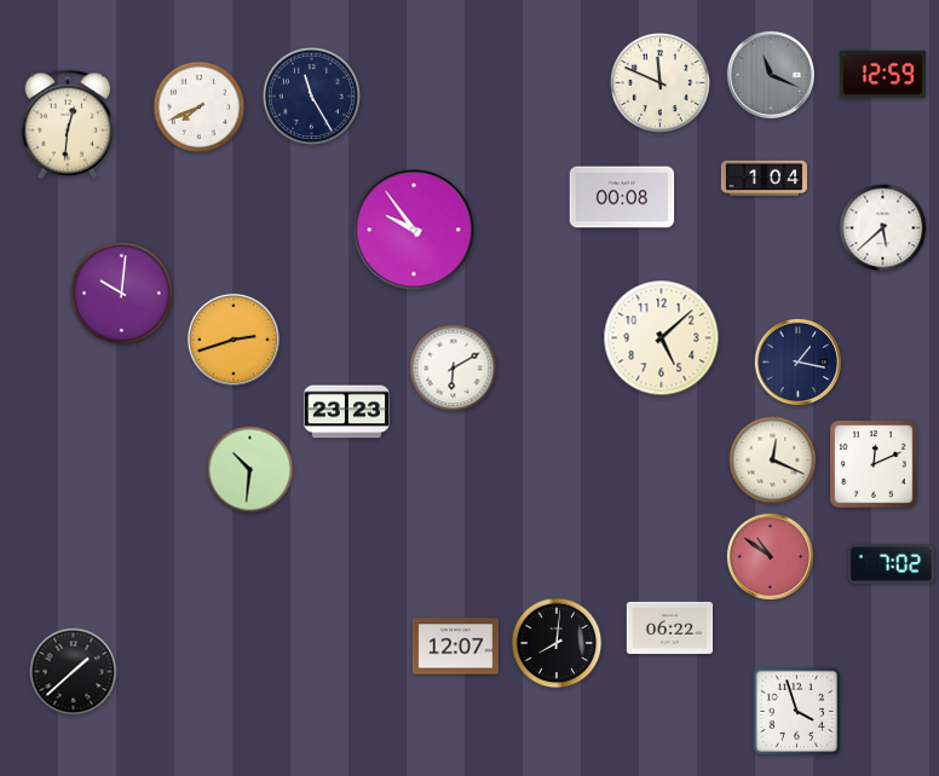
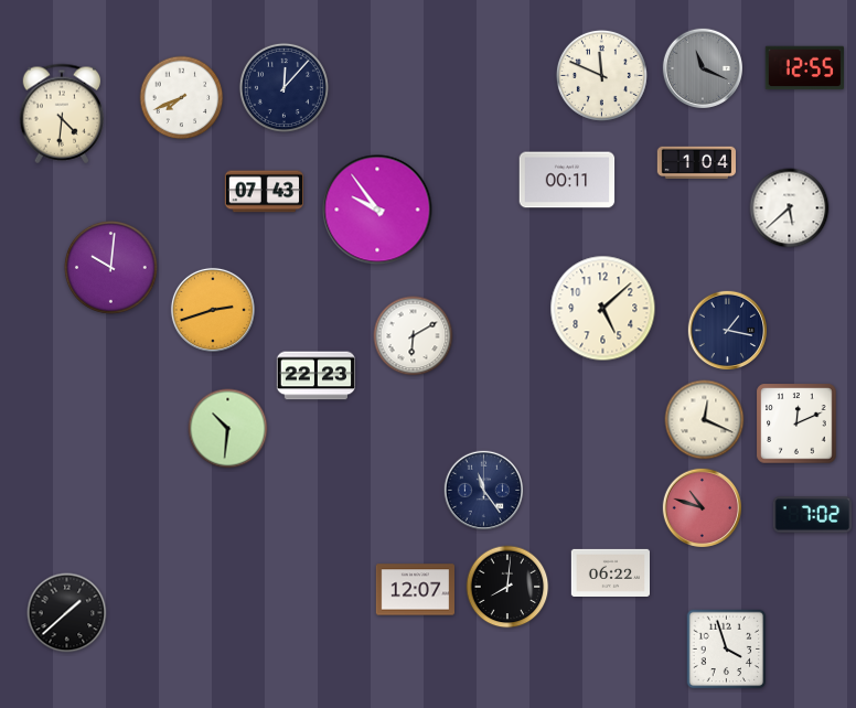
clock at (882, 75): 12:59 -> 12:55
clock at (311, 95): 11:25 -> 12:07
clock at (68, 124): 12:31 -> 4:31
clock at (622, 197): 00:08 -> 00:11
clock at (264, 192): none -> 07:43
clock at (883, 228) position: (883, 228) -> (790, 208)
clock at (346, 412): 23:23 -> 22:23
clock at (484, 491): none -> 11:24
clock at (771, 557): 10:51 -> 10:48
